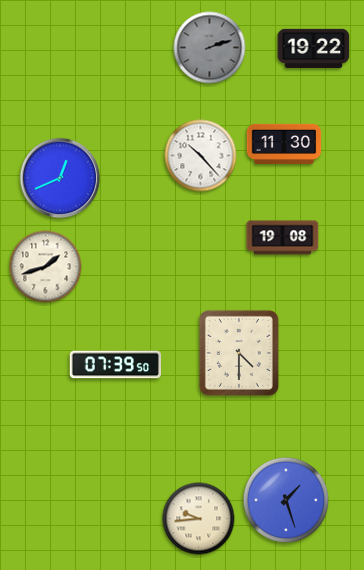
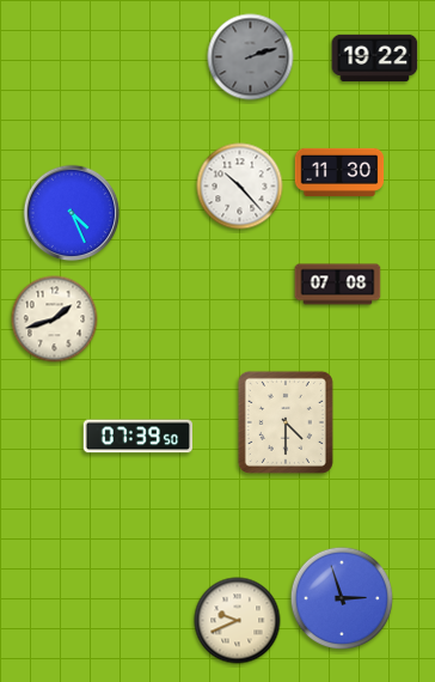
clock at (60, 178): 12:41 -> 4:26
clock at (283, 238): 19:08 -> 07:08
clock at (286, 500): 1:27 -> 2:57
clock at (199, 519): 9:44 -> 9:41
